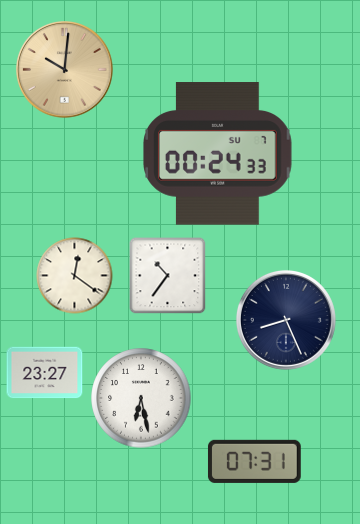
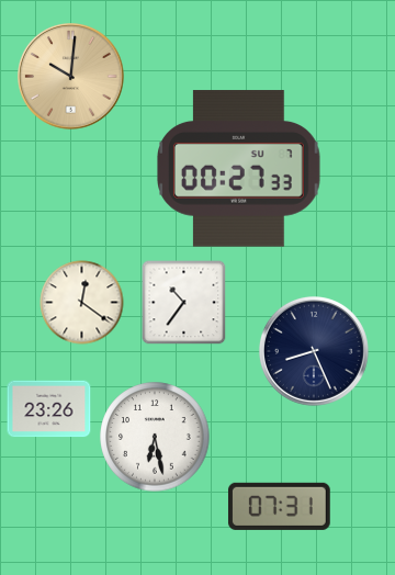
clock at (218, 154): 00:24 -> 00:27
clock at (45, 373): 23:27 -> 23:26
